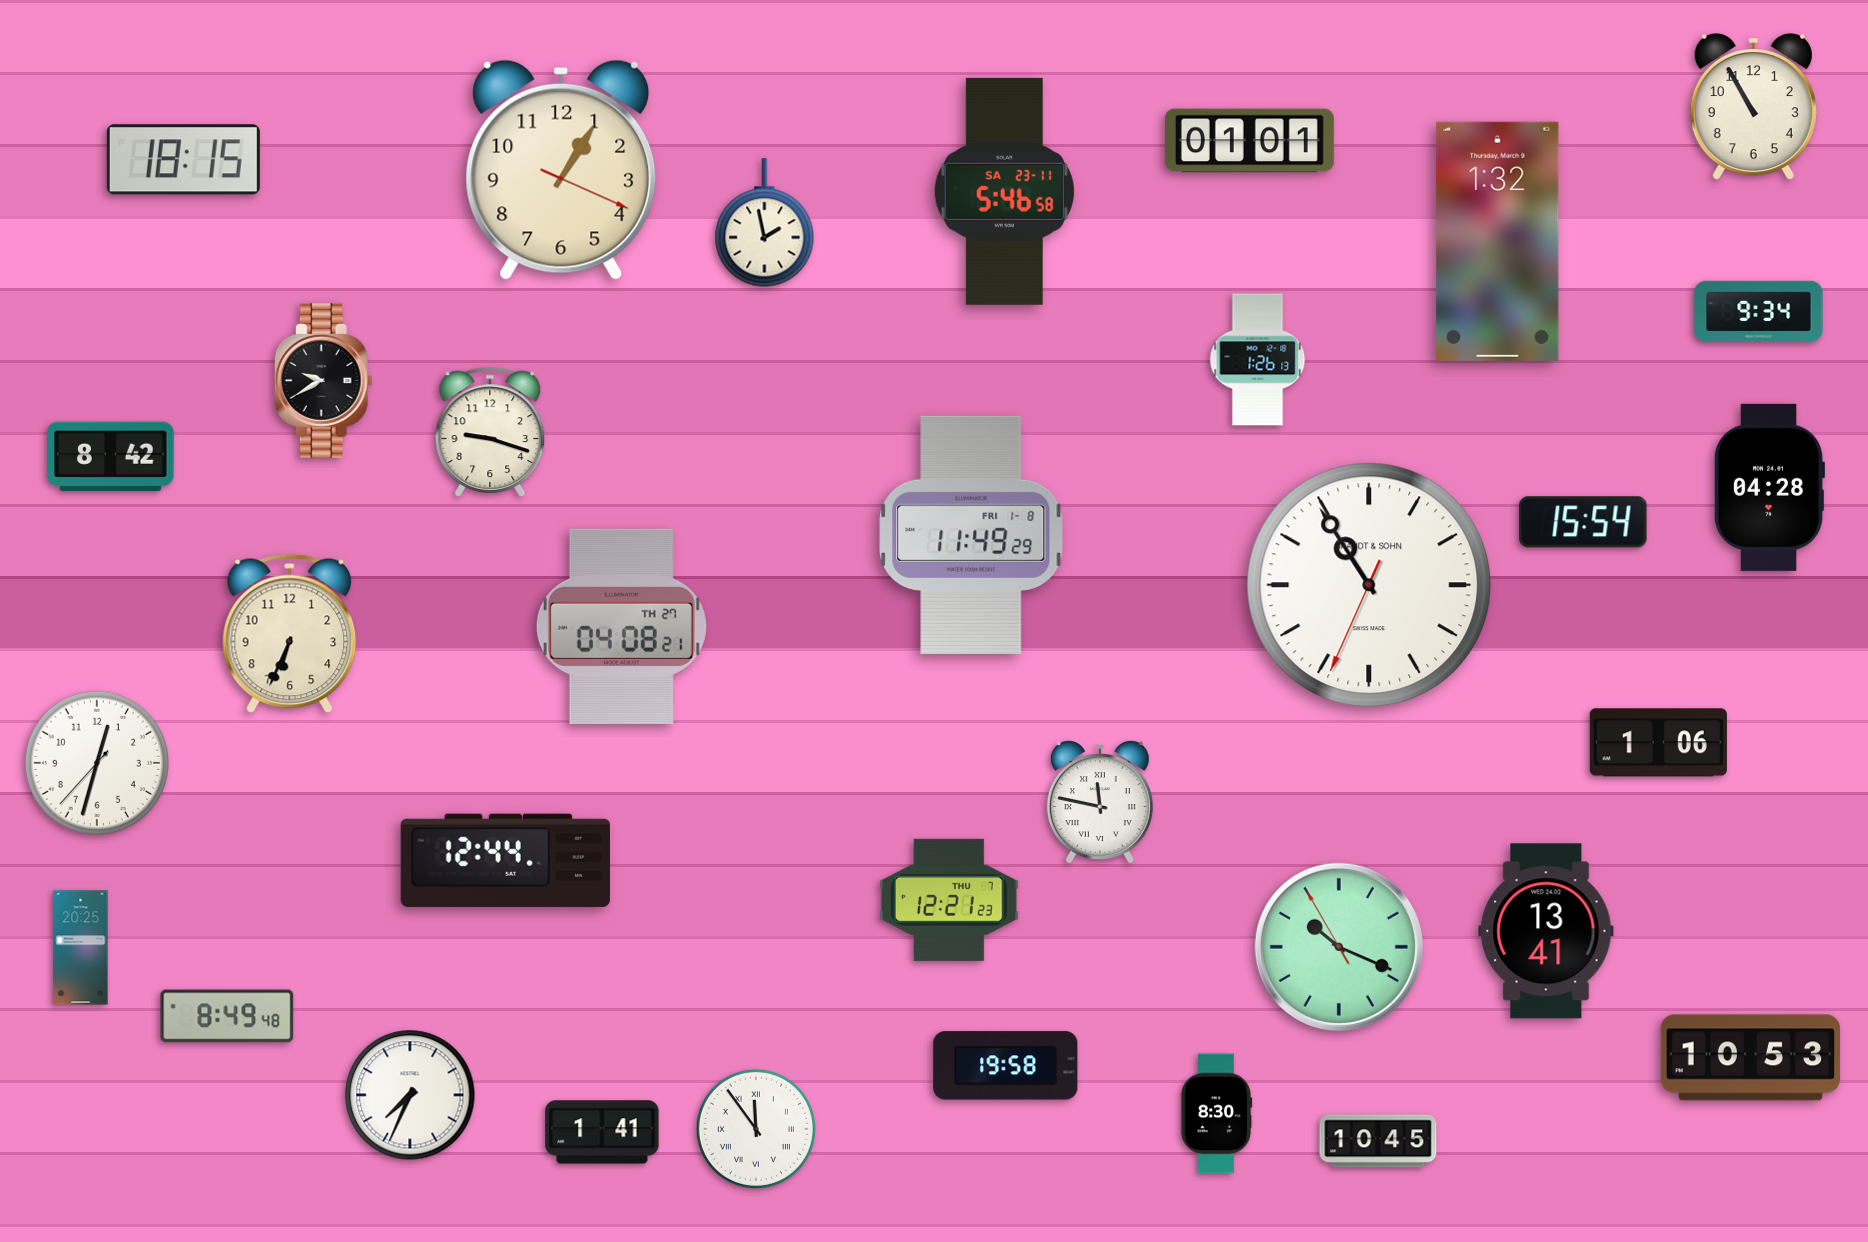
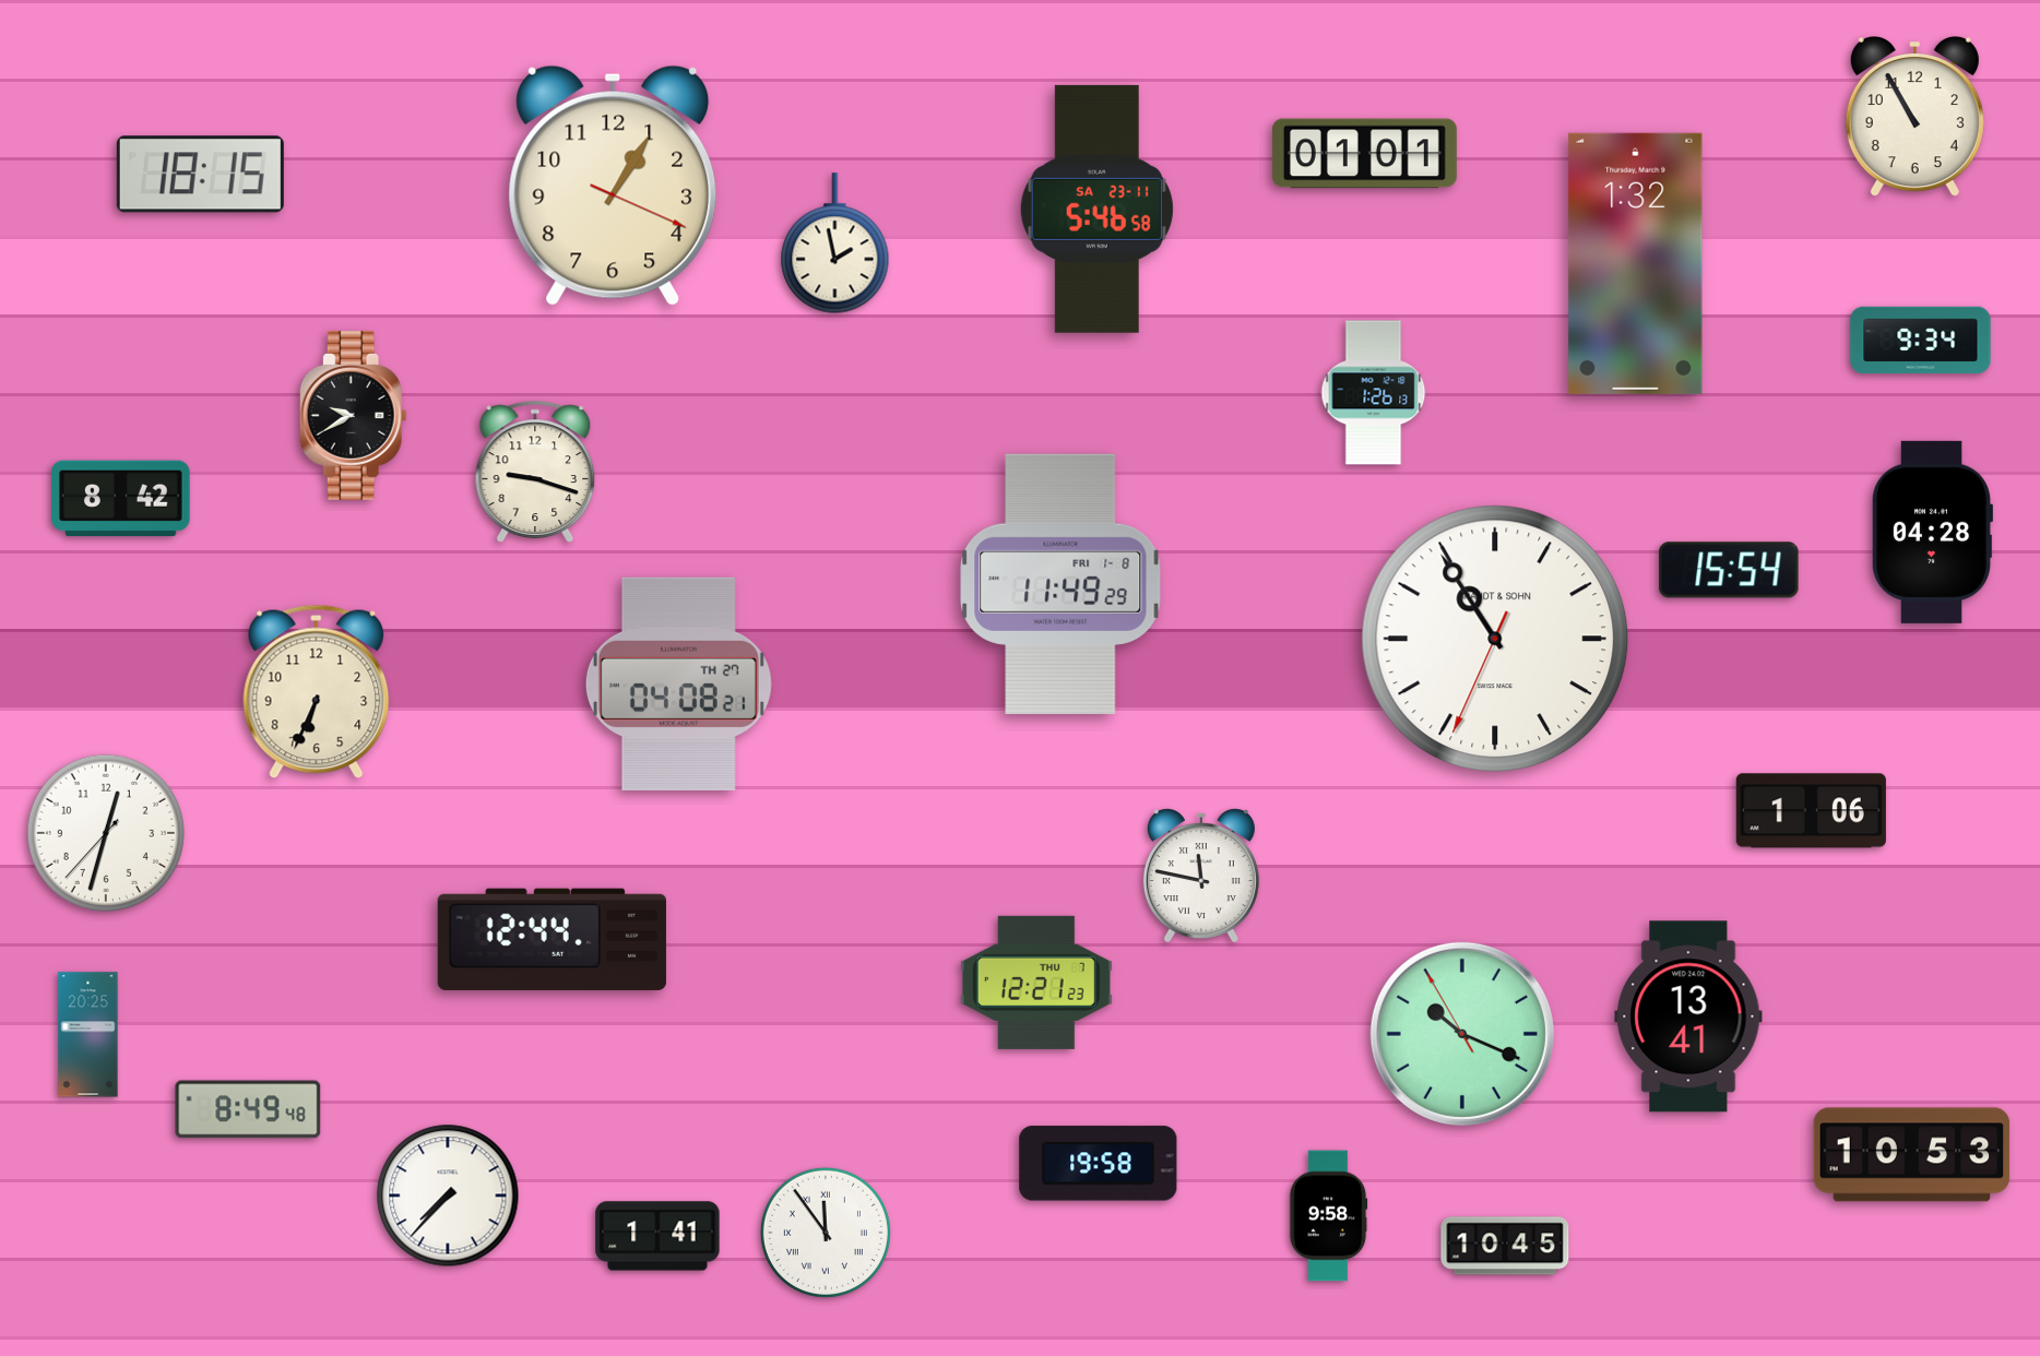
clock at (410, 1095): 7:34 -> 7:37
clock at (1216, 1114): 8:30 -> 9:58
